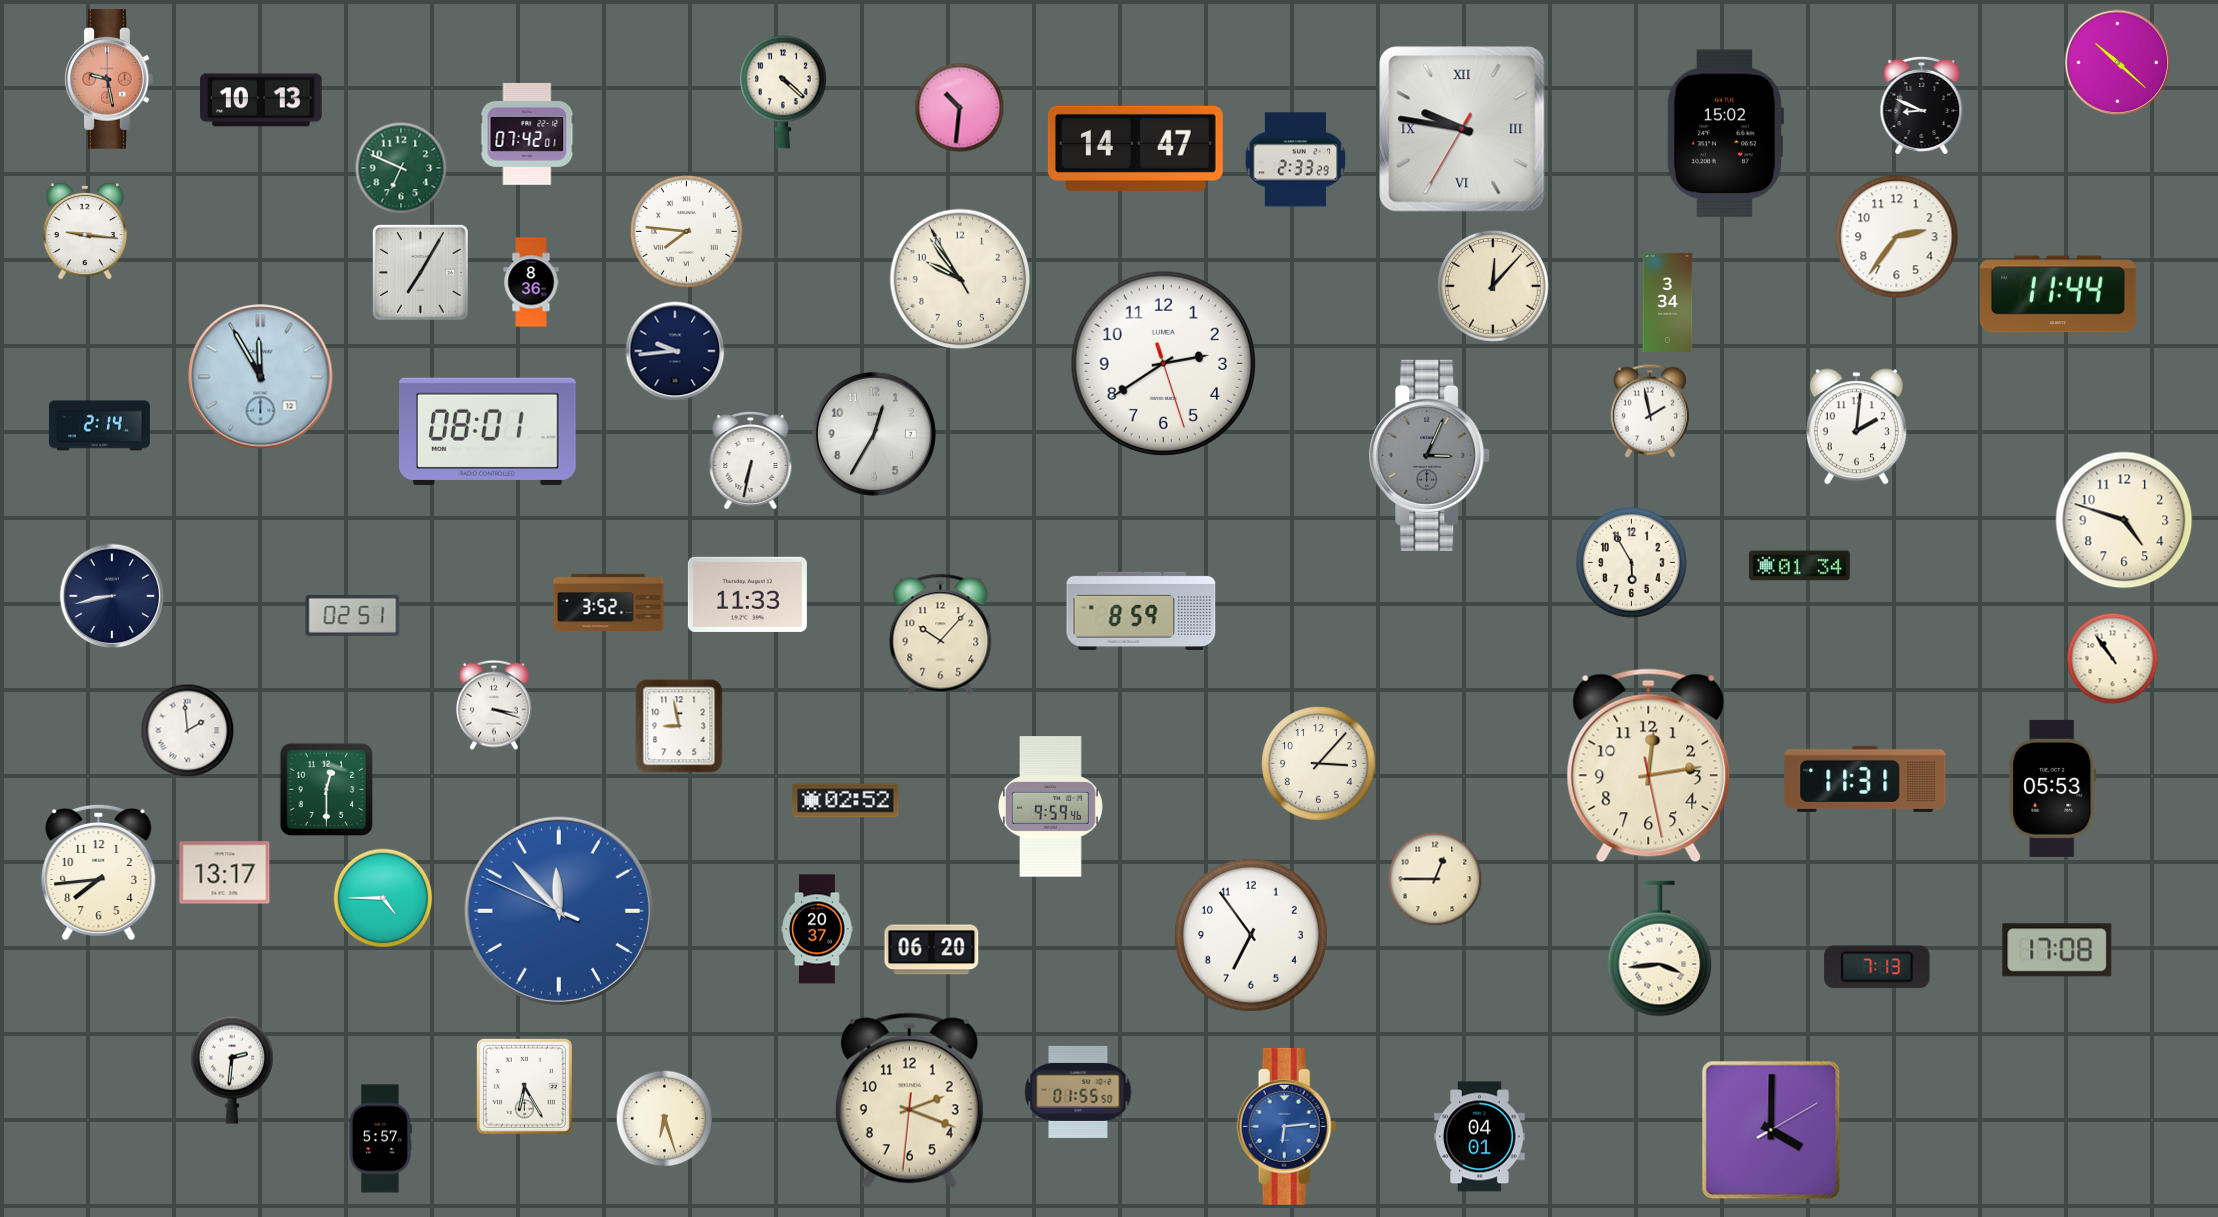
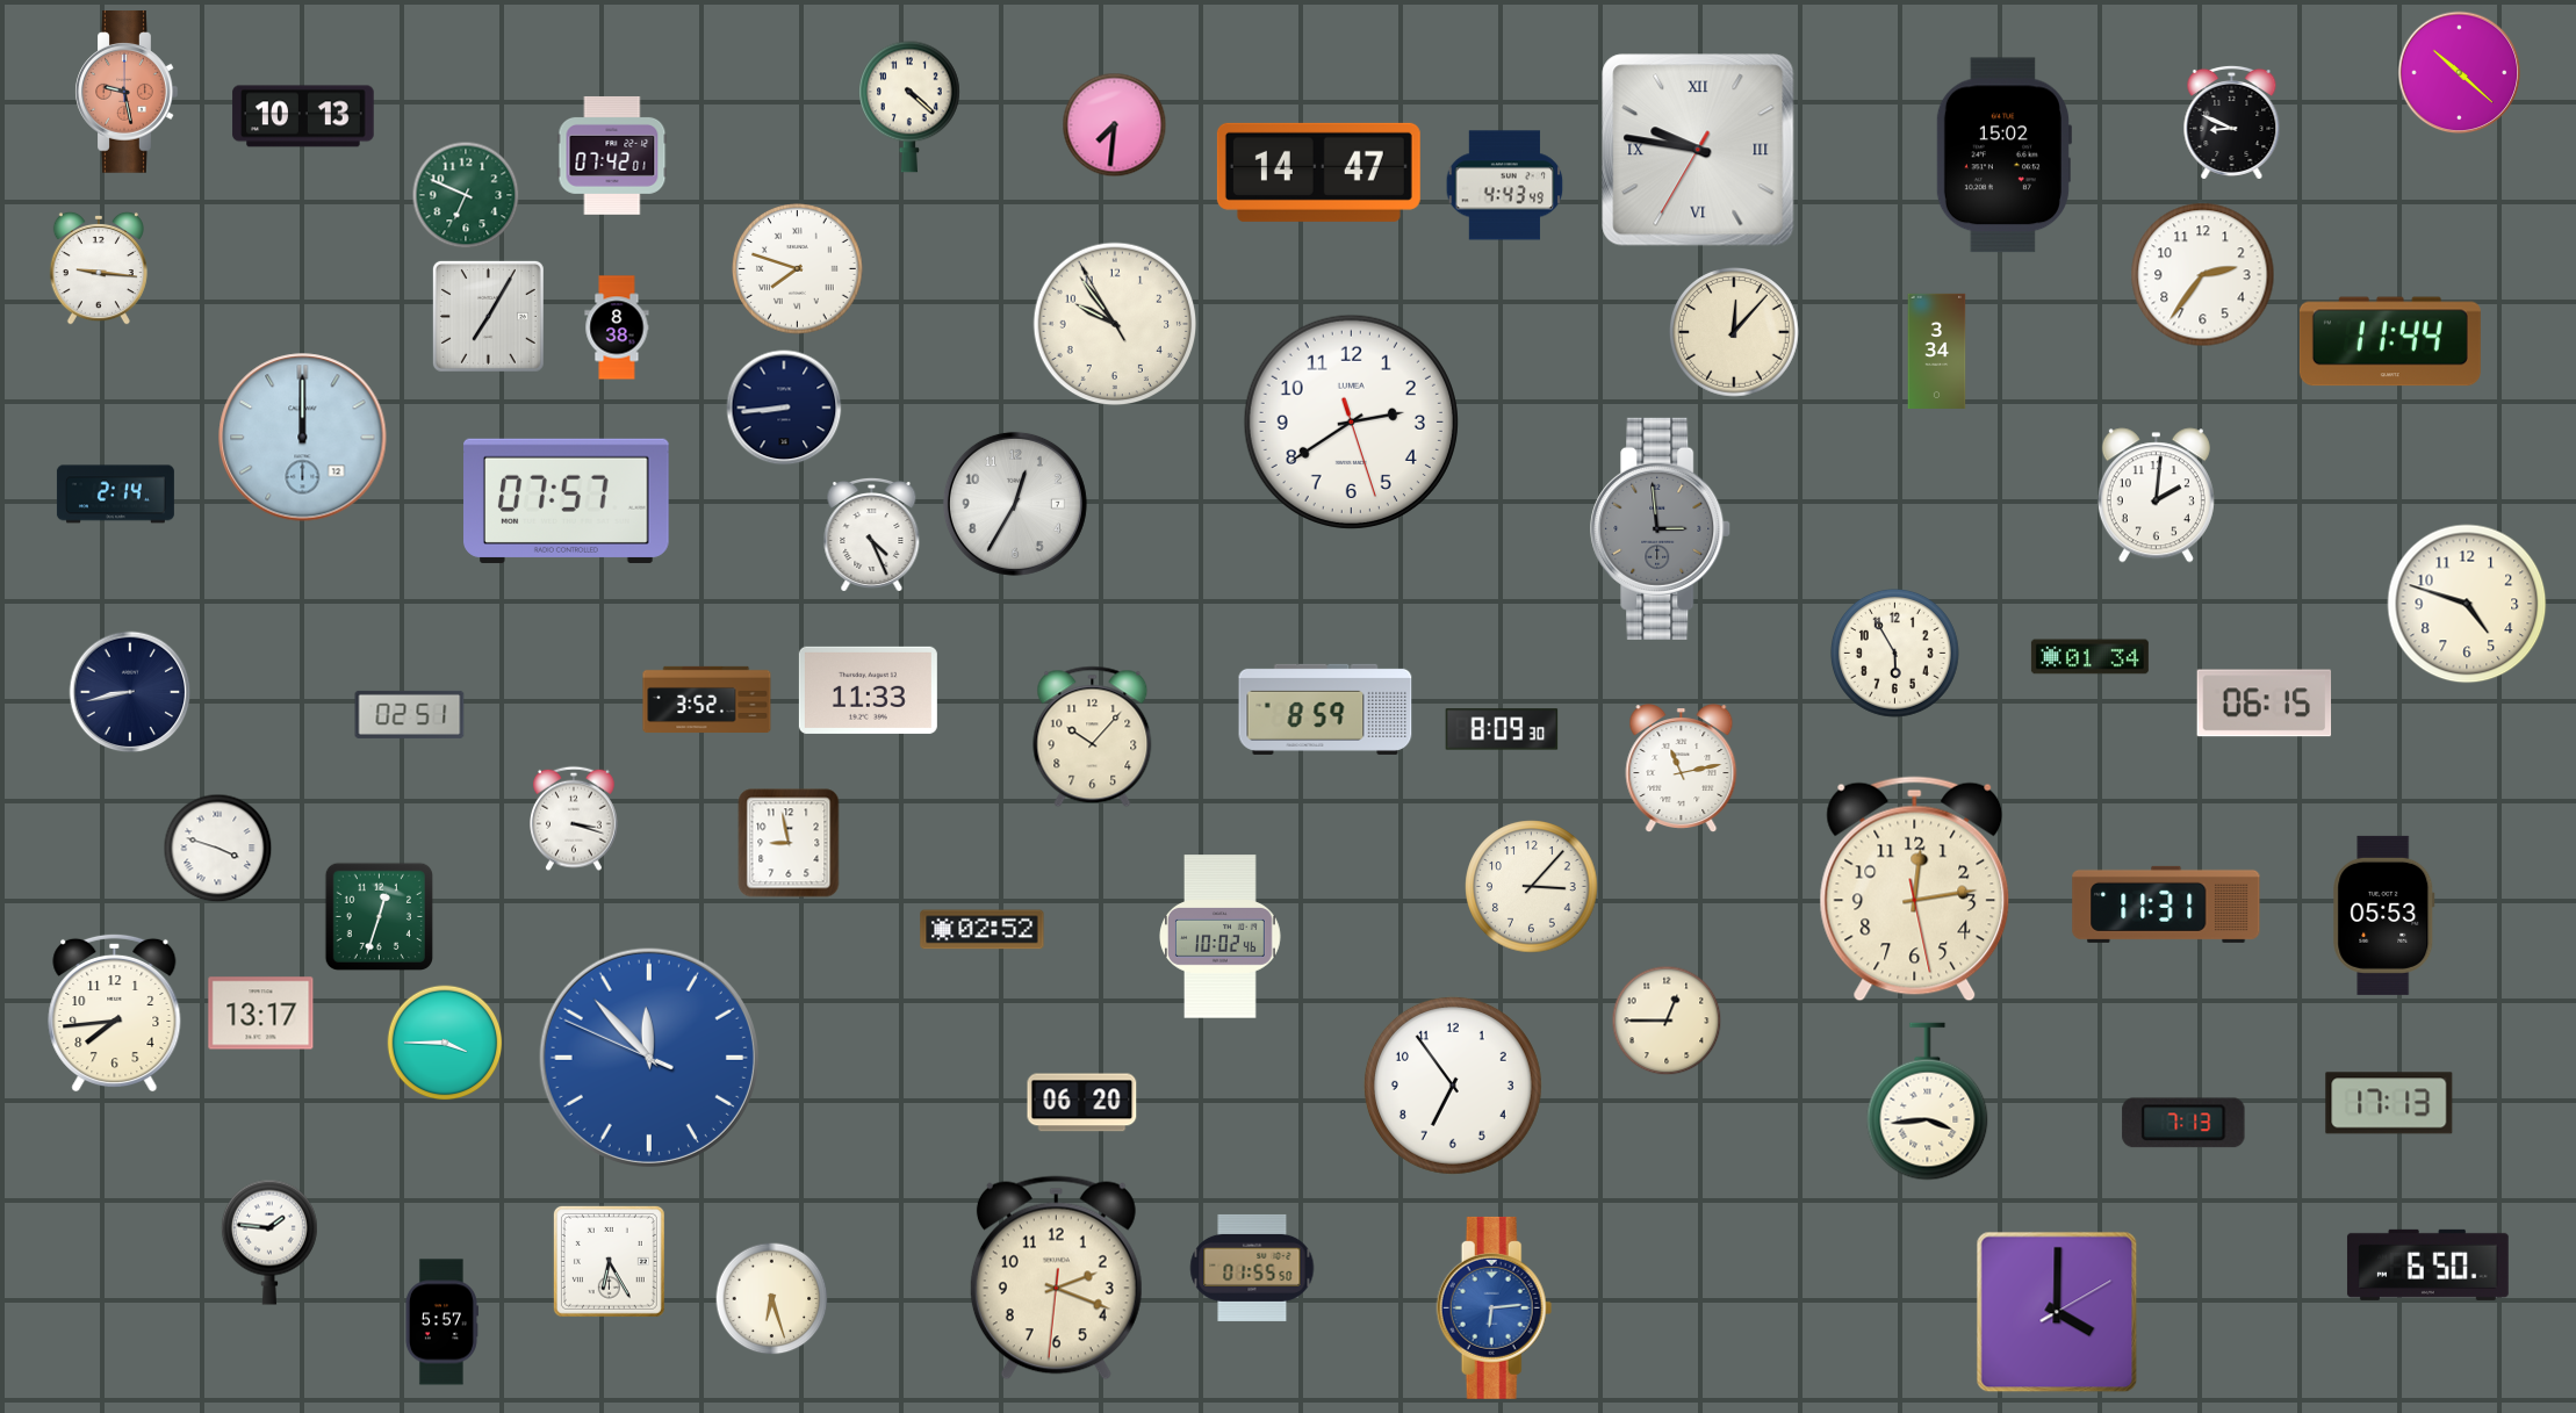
clock at (960, 108): 10:31 -> 7:31
clock at (1296, 160): 2:33 -> 4:43
clock at (687, 232): 7:46 -> 7:48
clock at (531, 282): 8:36 -> 8:38
clock at (675, 351): 9:44 -> 8:44
clock at (261, 377): 11:55 -> 12:00
clock at (1650, 411): 1:58 -> none
clock at (488, 431): 08:01 -> 07:57
clock at (1430, 455): 3:04 -> 2:59
clock at (751, 460): 6:32 -> 4:26
clock at (2265, 704): none -> 06:15
clock at (1502, 729): none -> 8:09
clock at (2113, 659): 10:54 -> none
clock at (1682, 769): none -> 11:13
clock at (188, 731): 1:59 -> 3:48
clock at (326, 789): 12:30 -> 12:33
clock at (1051, 807): 9:59 -> 10:02
clock at (383, 898): 4:45 -> 3:45
clock at (817, 929): 20:37 -> none
clock at (2057, 950): 17:08 -> 17:13
clock at (1877, 967) position: (1877, 967) -> (2183, 1123)
clock at (232, 1070): 2:31 -> 1:46
clock at (2427, 1264): none -> 6:50
clock at (1480, 1137): 04:01 -> none
